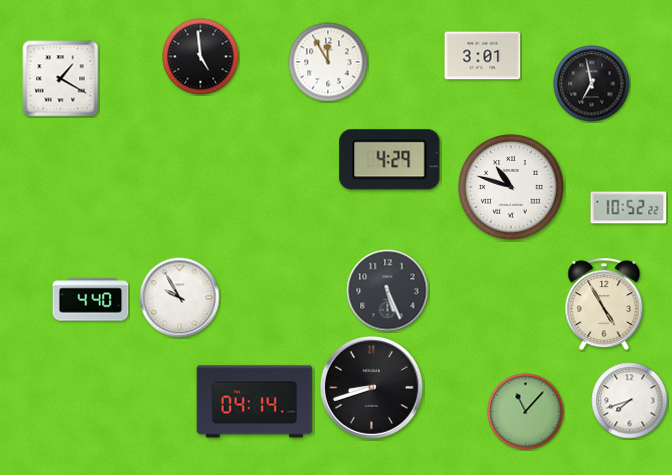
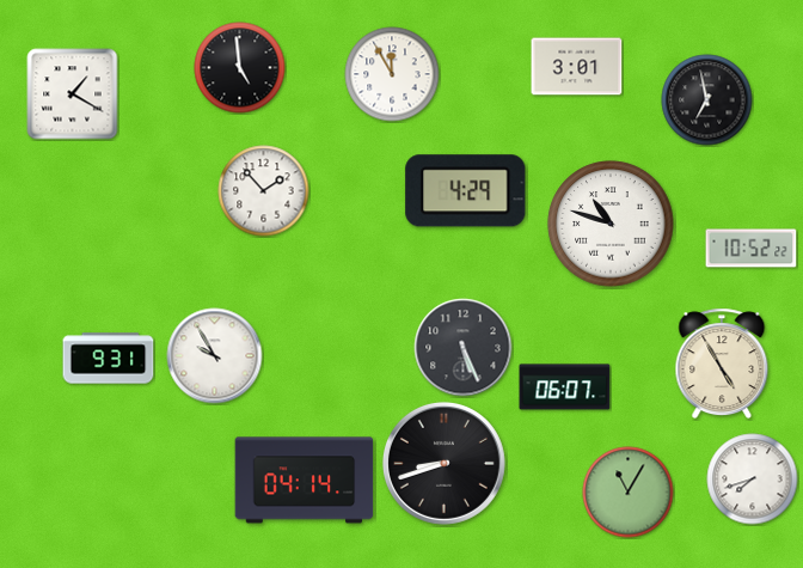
clock at (264, 191): none -> 1:53
clock at (91, 300): 4:40 -> 9:31
clock at (565, 387): none -> 06:07
clock at (526, 412): 11:07 -> 11:05
